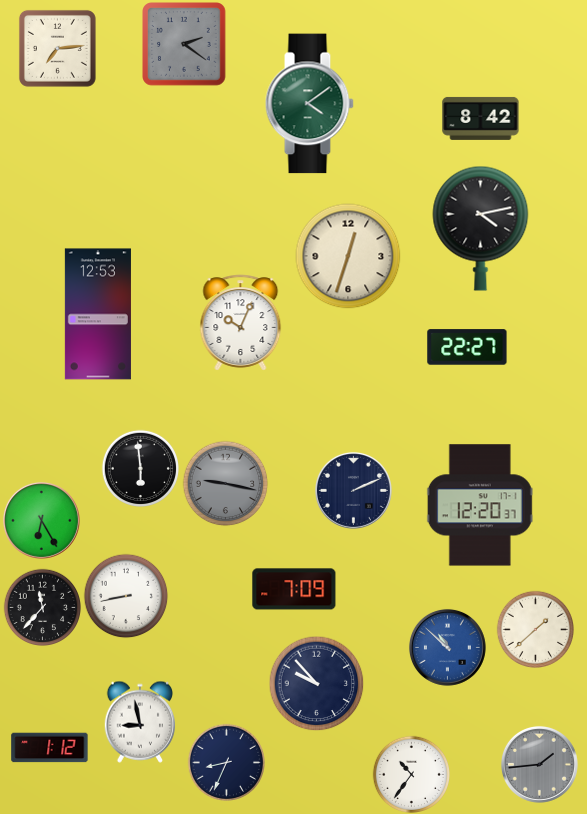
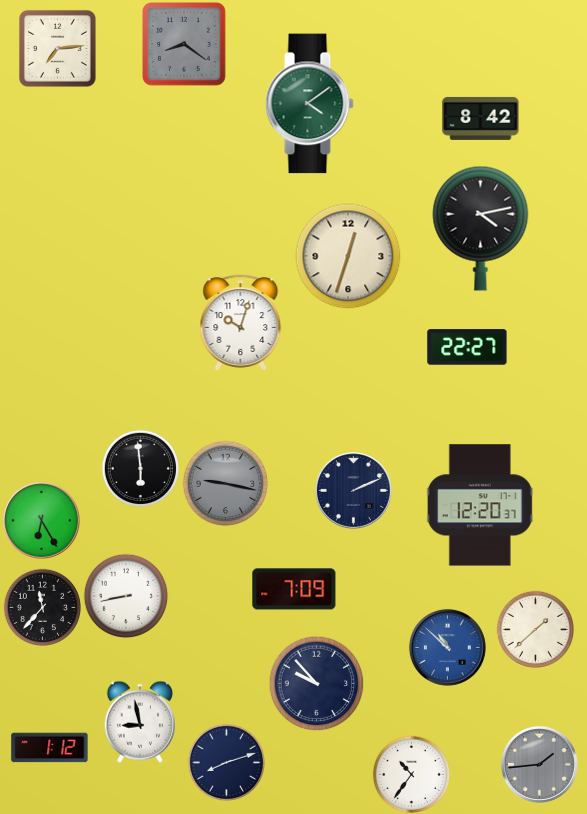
clock at (185, 45): 2:21 -> 8:21
clock at (98, 314): 12:53 -> none
clock at (241, 323): 10:04 -> 10:03
clock at (226, 762): 8:34 -> 8:12
